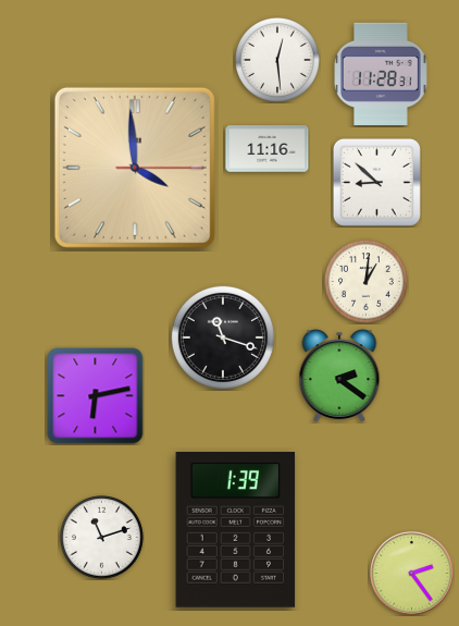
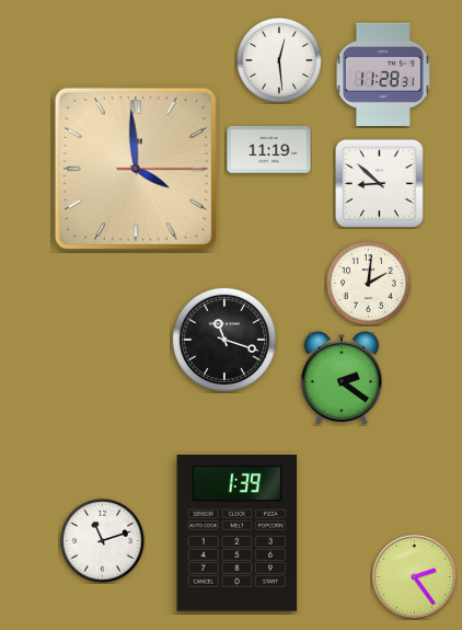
clock at (268, 149): 11:16 -> 11:19
clock at (367, 282): 1:01 -> 2:01
clock at (96, 396): 6:13 -> none
